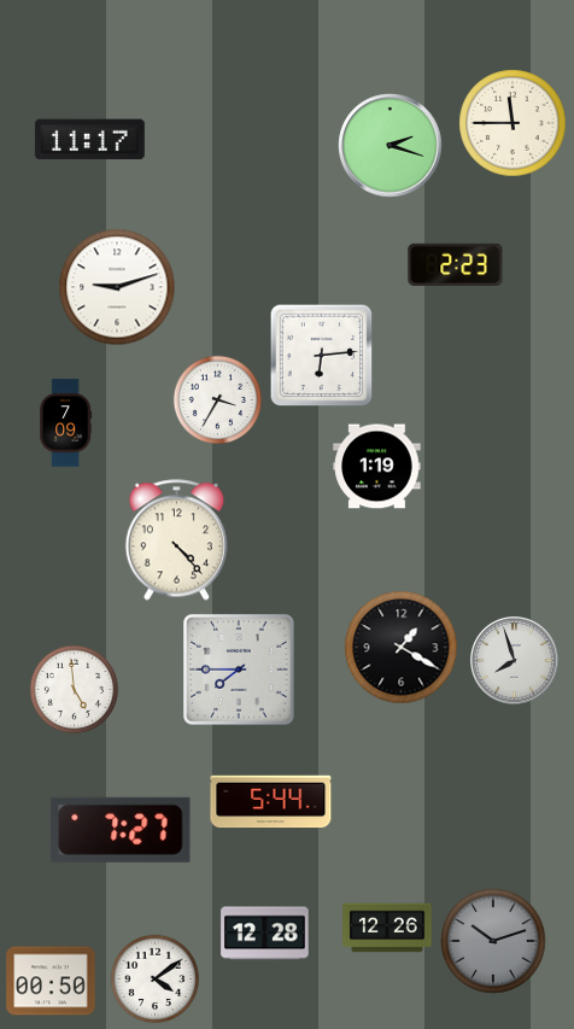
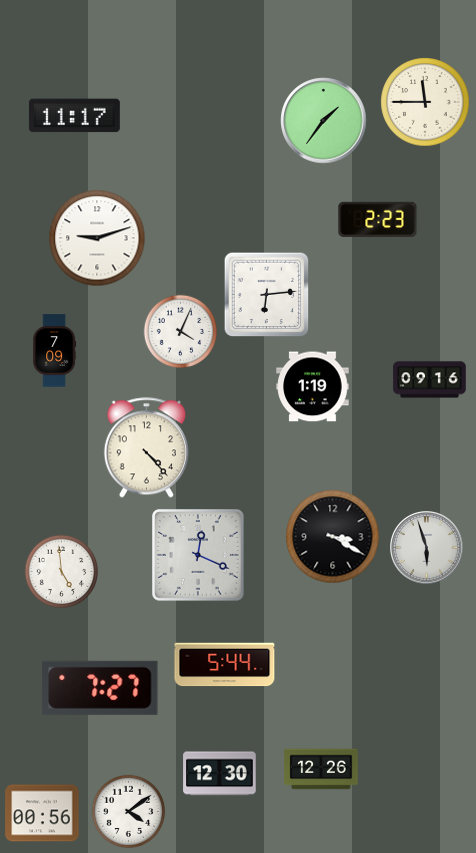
clock at (391, 146): 2:18 -> 1:36
clock at (218, 401): 3:35 -> 4:04
clock at (430, 380): none -> 09:16
clock at (402, 648): 1:20 -> 3:20
clock at (515, 661): 7:57 -> 5:57
clock at (240, 671): 7:45 -> 12:19
clock at (265, 934): 12:28 -> 12:30
clock at (493, 941): 10:12 -> none
clock at (51, 981): 00:50 -> 00:56
